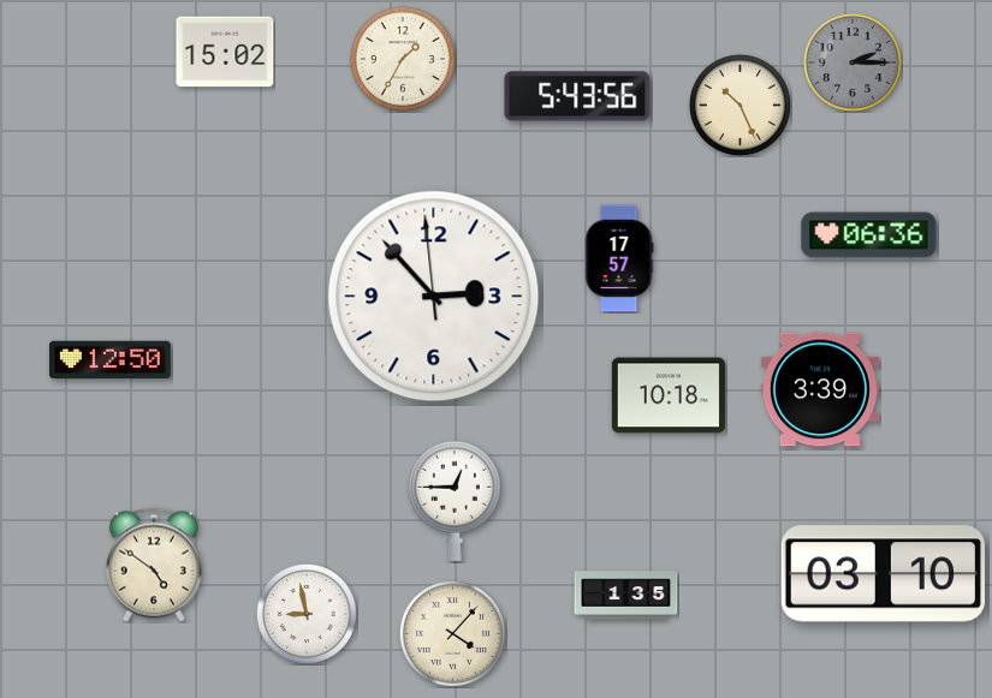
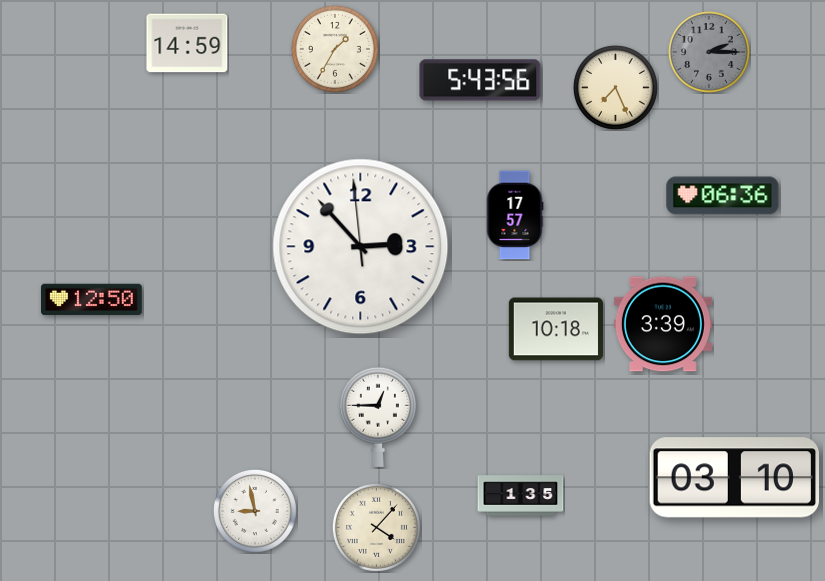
clock at (225, 52): 15:02 -> 14:59
clock at (739, 105): 10:26 -> 7:26
clock at (820, 389) position: (820, 389) -> (663, 324)
clock at (154, 565): 4:51 -> none
